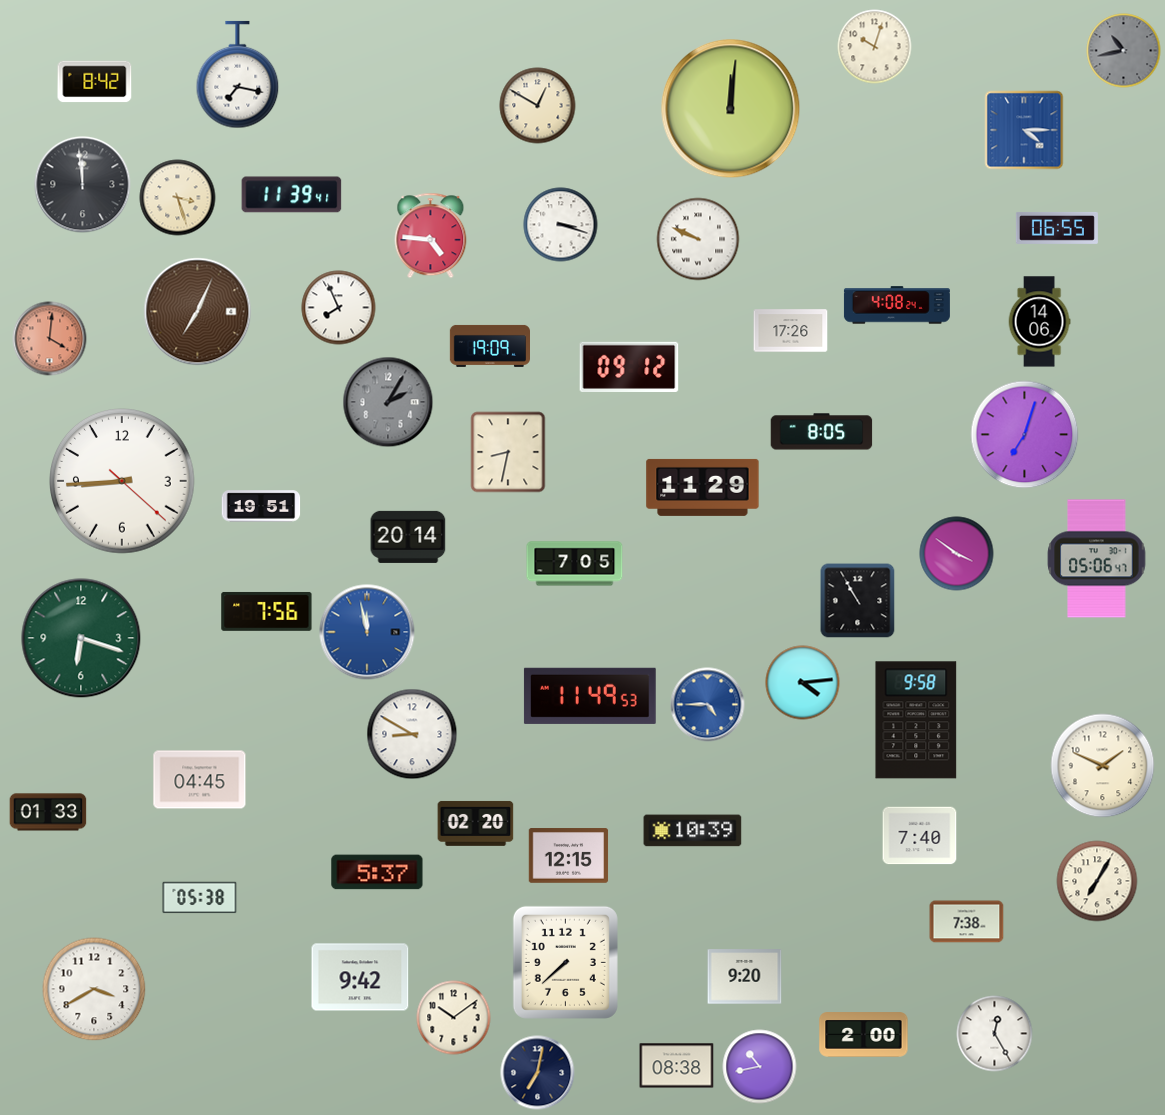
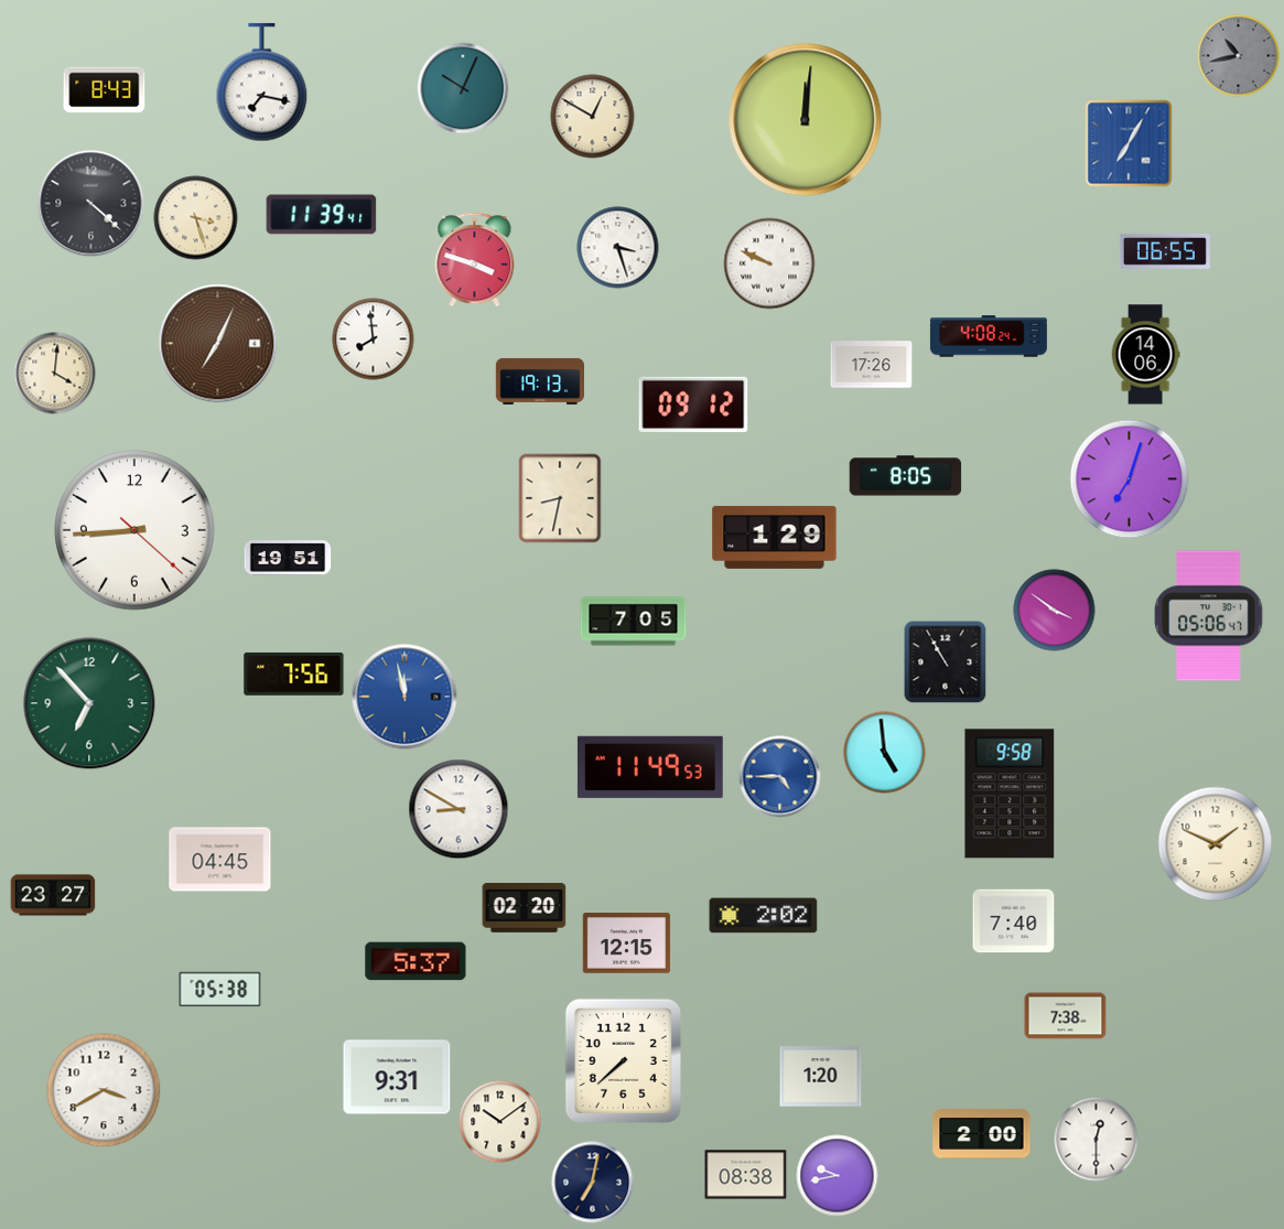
clock at (875, 47): 10:03 -> none
clock at (463, 88): none -> 10:04
clock at (95, 82): 8:42 -> 8:43
clock at (1024, 130): 4:15 -> 7:05
clock at (83, 185): 11:59 -> 4:22
clock at (561, 225): 3:18 -> 3:27
clock at (431, 236): 4:46 -> 3:48
clock at (339, 308): 7:56 -> 7:59
clock at (50, 339) dial: salmon -> cream
clock at (489, 346): 19:09 -> 19:13
clock at (388, 402): 2:05 -> none
clock at (703, 487): 11:29 -> 1:29
clock at (408, 537): 20:14 -> none
clock at (81, 638): 6:18 -> 6:53
clock at (803, 683): 4:14 -> 4:59
clock at (412, 734) position: (412, 734) -> (458, 809)
clock at (48, 812): 01:33 -> 23:27
clock at (693, 831): 10:39 -> 2:02
clock at (1097, 881): 7:05 -> none
clock at (360, 977): 9:42 -> 9:31
clock at (745, 977): 9:20 -> 1:20
clock at (995, 1034): 12:25 -> 12:30
clock at (864, 1035) position: (864, 1035) -> (982, 1134)
clock at (760, 1067): 10:43 -> 9:43
